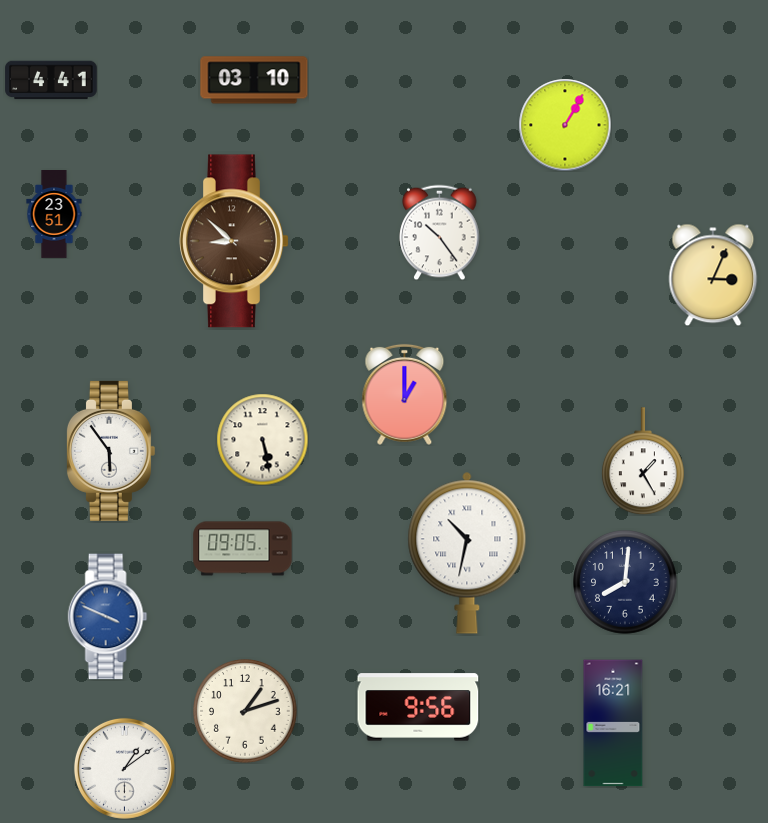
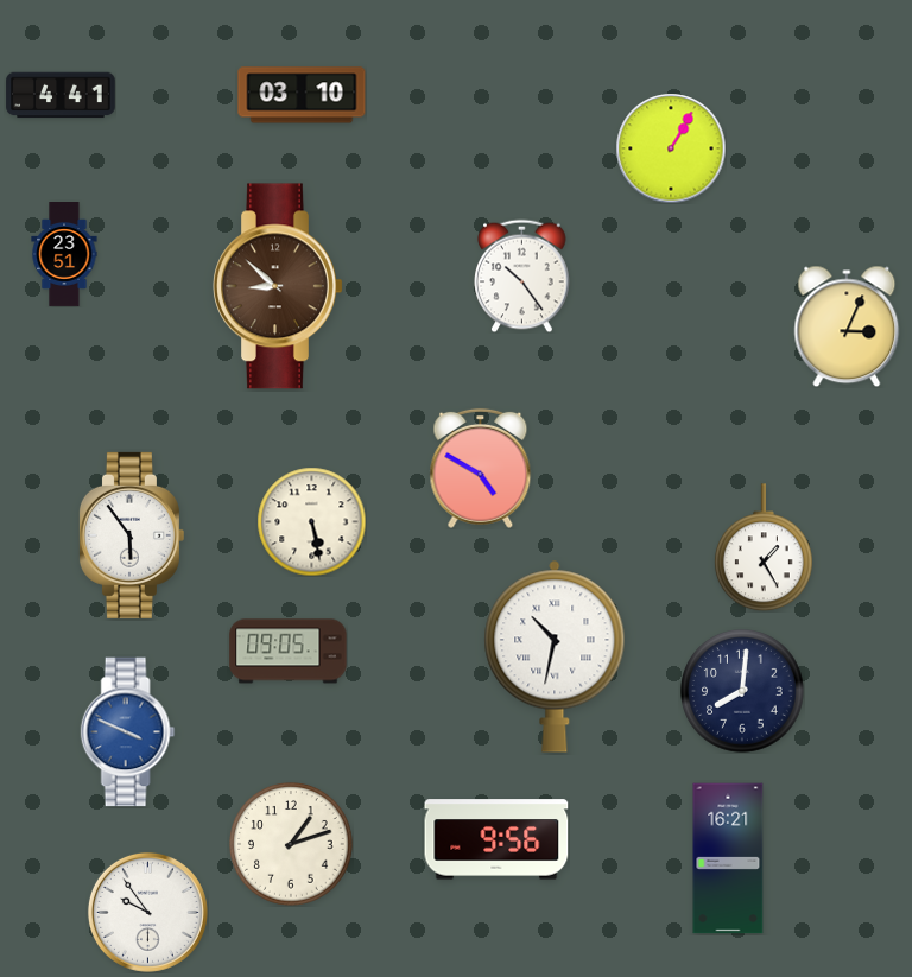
clock at (405, 394): 1:00 -> 4:50
clock at (124, 768): 1:09 -> 9:54
